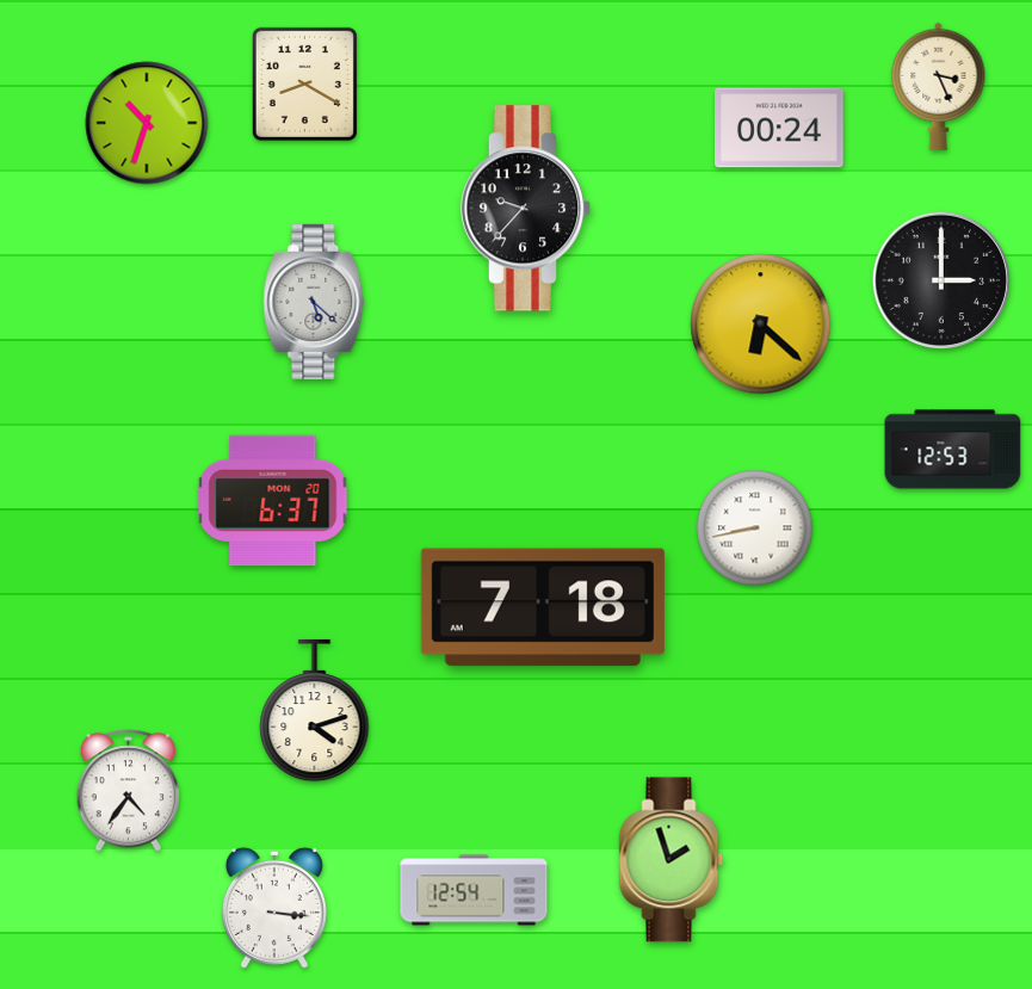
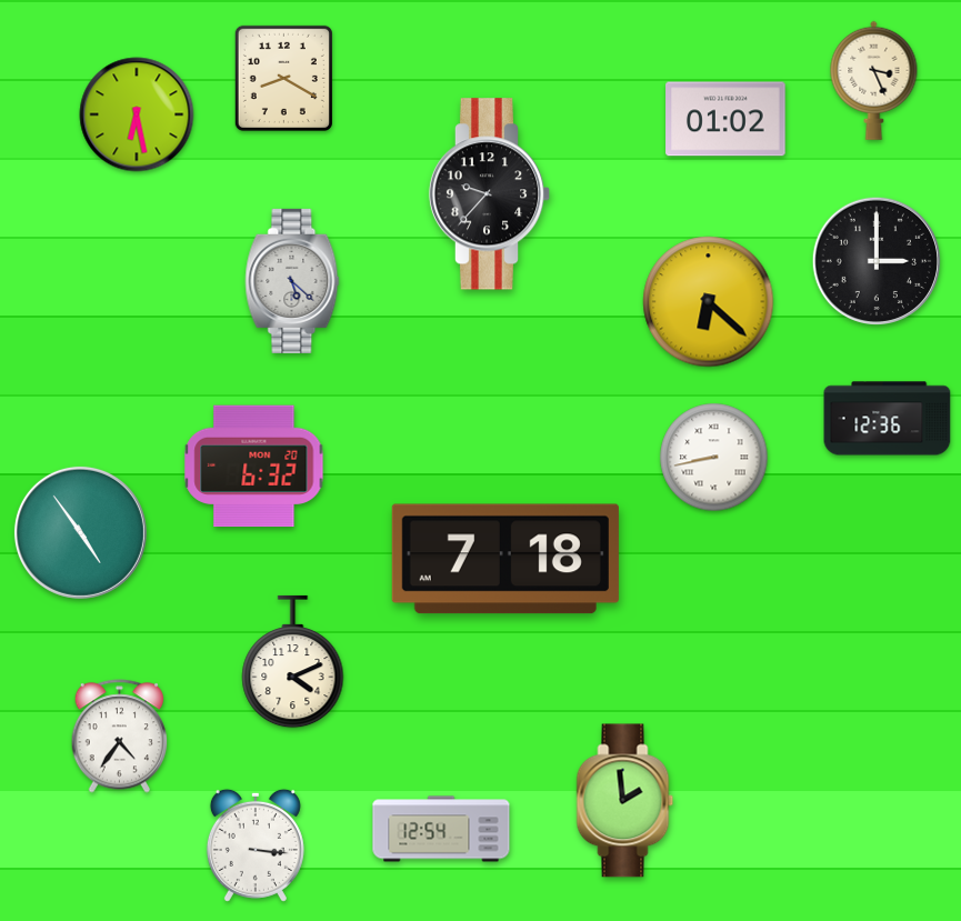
clock at (147, 123): 10:33 -> 6:28
clock at (779, 128): 00:24 -> 01:02
clock at (953, 450): 12:53 -> 12:36
clock at (273, 501): 6:37 -> 6:32
clock at (755, 529) position: (755, 529) -> (714, 458)
clock at (80, 532): none -> 4:54
clock at (543, 607) position: (543, 607) -> (505, 559)
clock at (315, 711): 4:12 -> 4:11
clock at (672, 860): 1:57 -> 1:59
